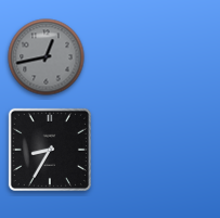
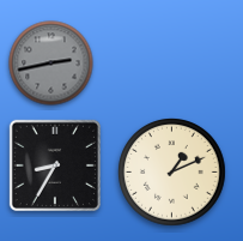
clock at (47, 57): 12:43 -> 2:43
clock at (172, 173): none -> 1:11
